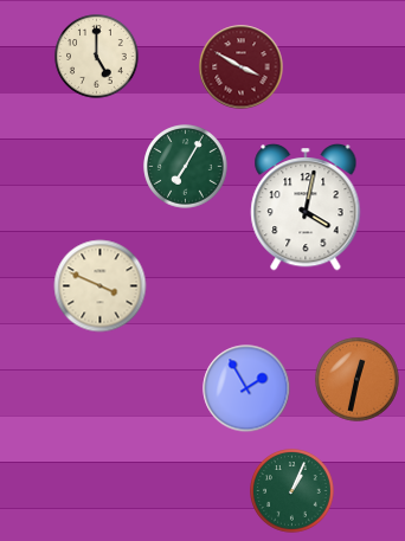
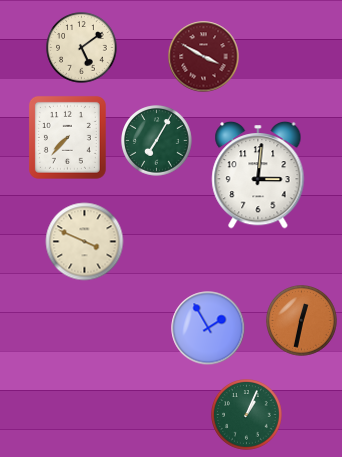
clock at (97, 57): 5:00 -> 5:09
clock at (67, 137): none -> 7:37
clock at (306, 207): 4:02 -> 3:01
